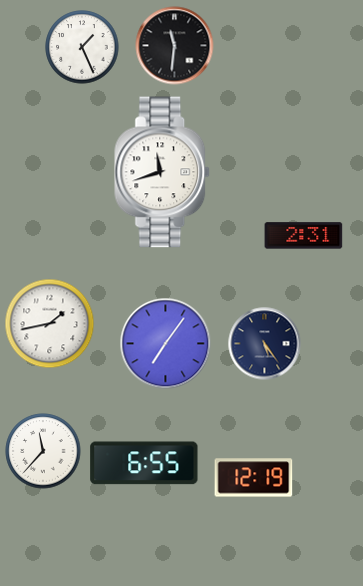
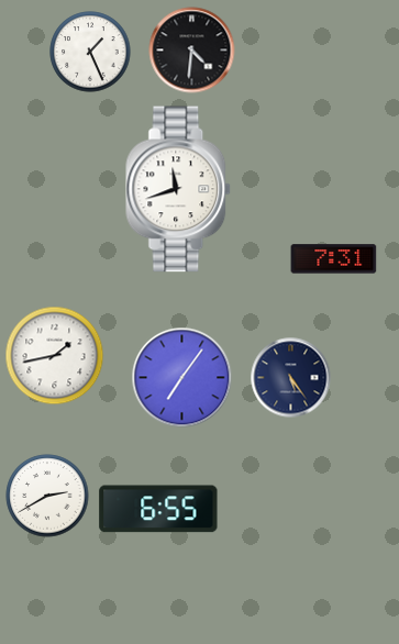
clock at (175, 46): 11:31 -> 4:31
clock at (304, 236): 2:31 -> 7:31
clock at (43, 451): 11:37 -> 2:40
clock at (254, 478): 12:19 -> none
